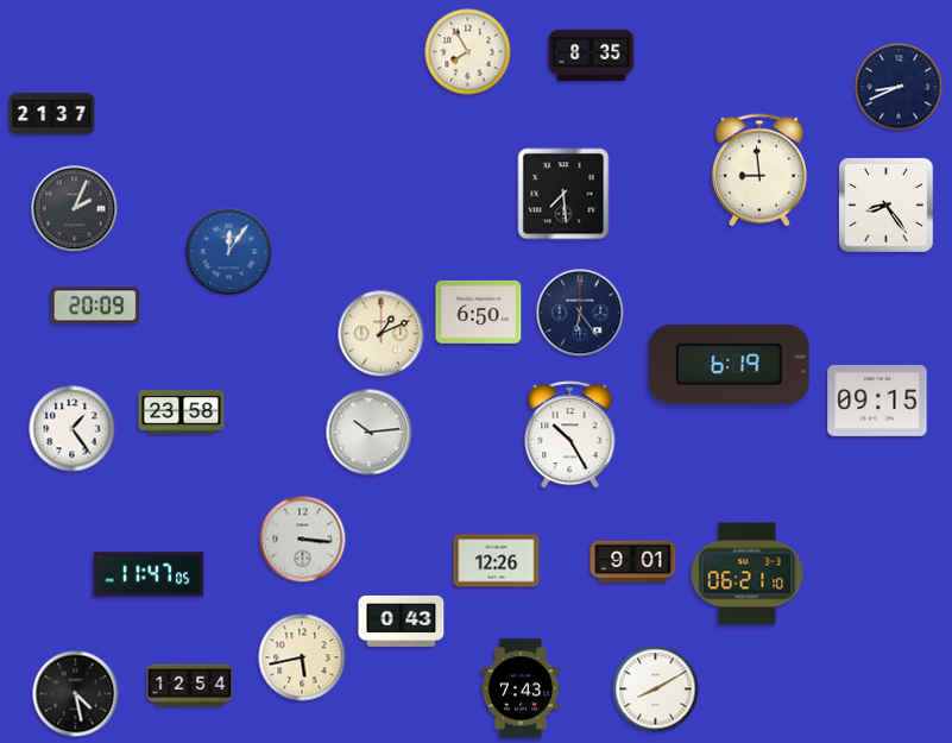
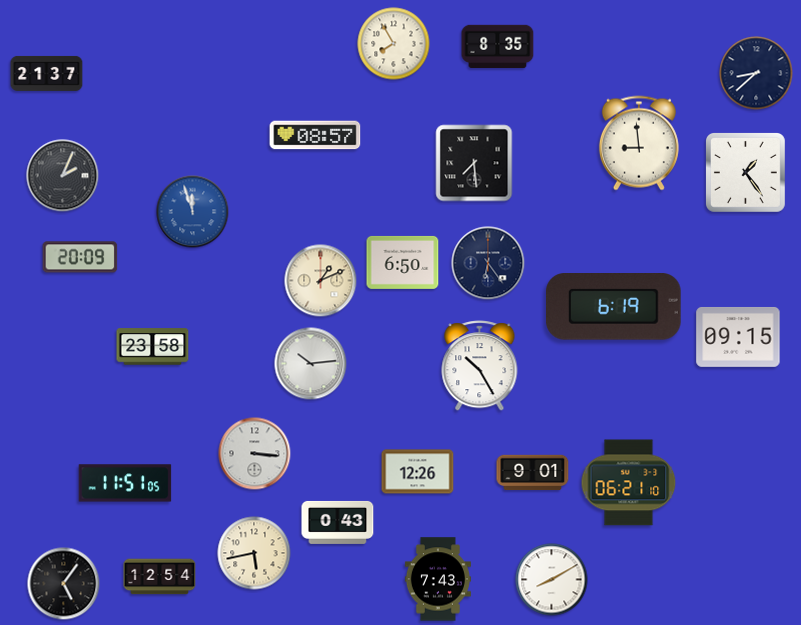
clock at (899, 87): 8:41 -> 8:38
clock at (52, 113) position: (52, 113) -> (47, 73)
clock at (315, 135): none -> 08:57
clock at (887, 206): 8:24 -> 1:24
clock at (229, 252): 12:06 -> 11:57
clock at (72, 429): 1:24 -> none
clock at (149, 574): 11:47 -> 11:51
clock at (76, 694): 4:28 -> 5:06
